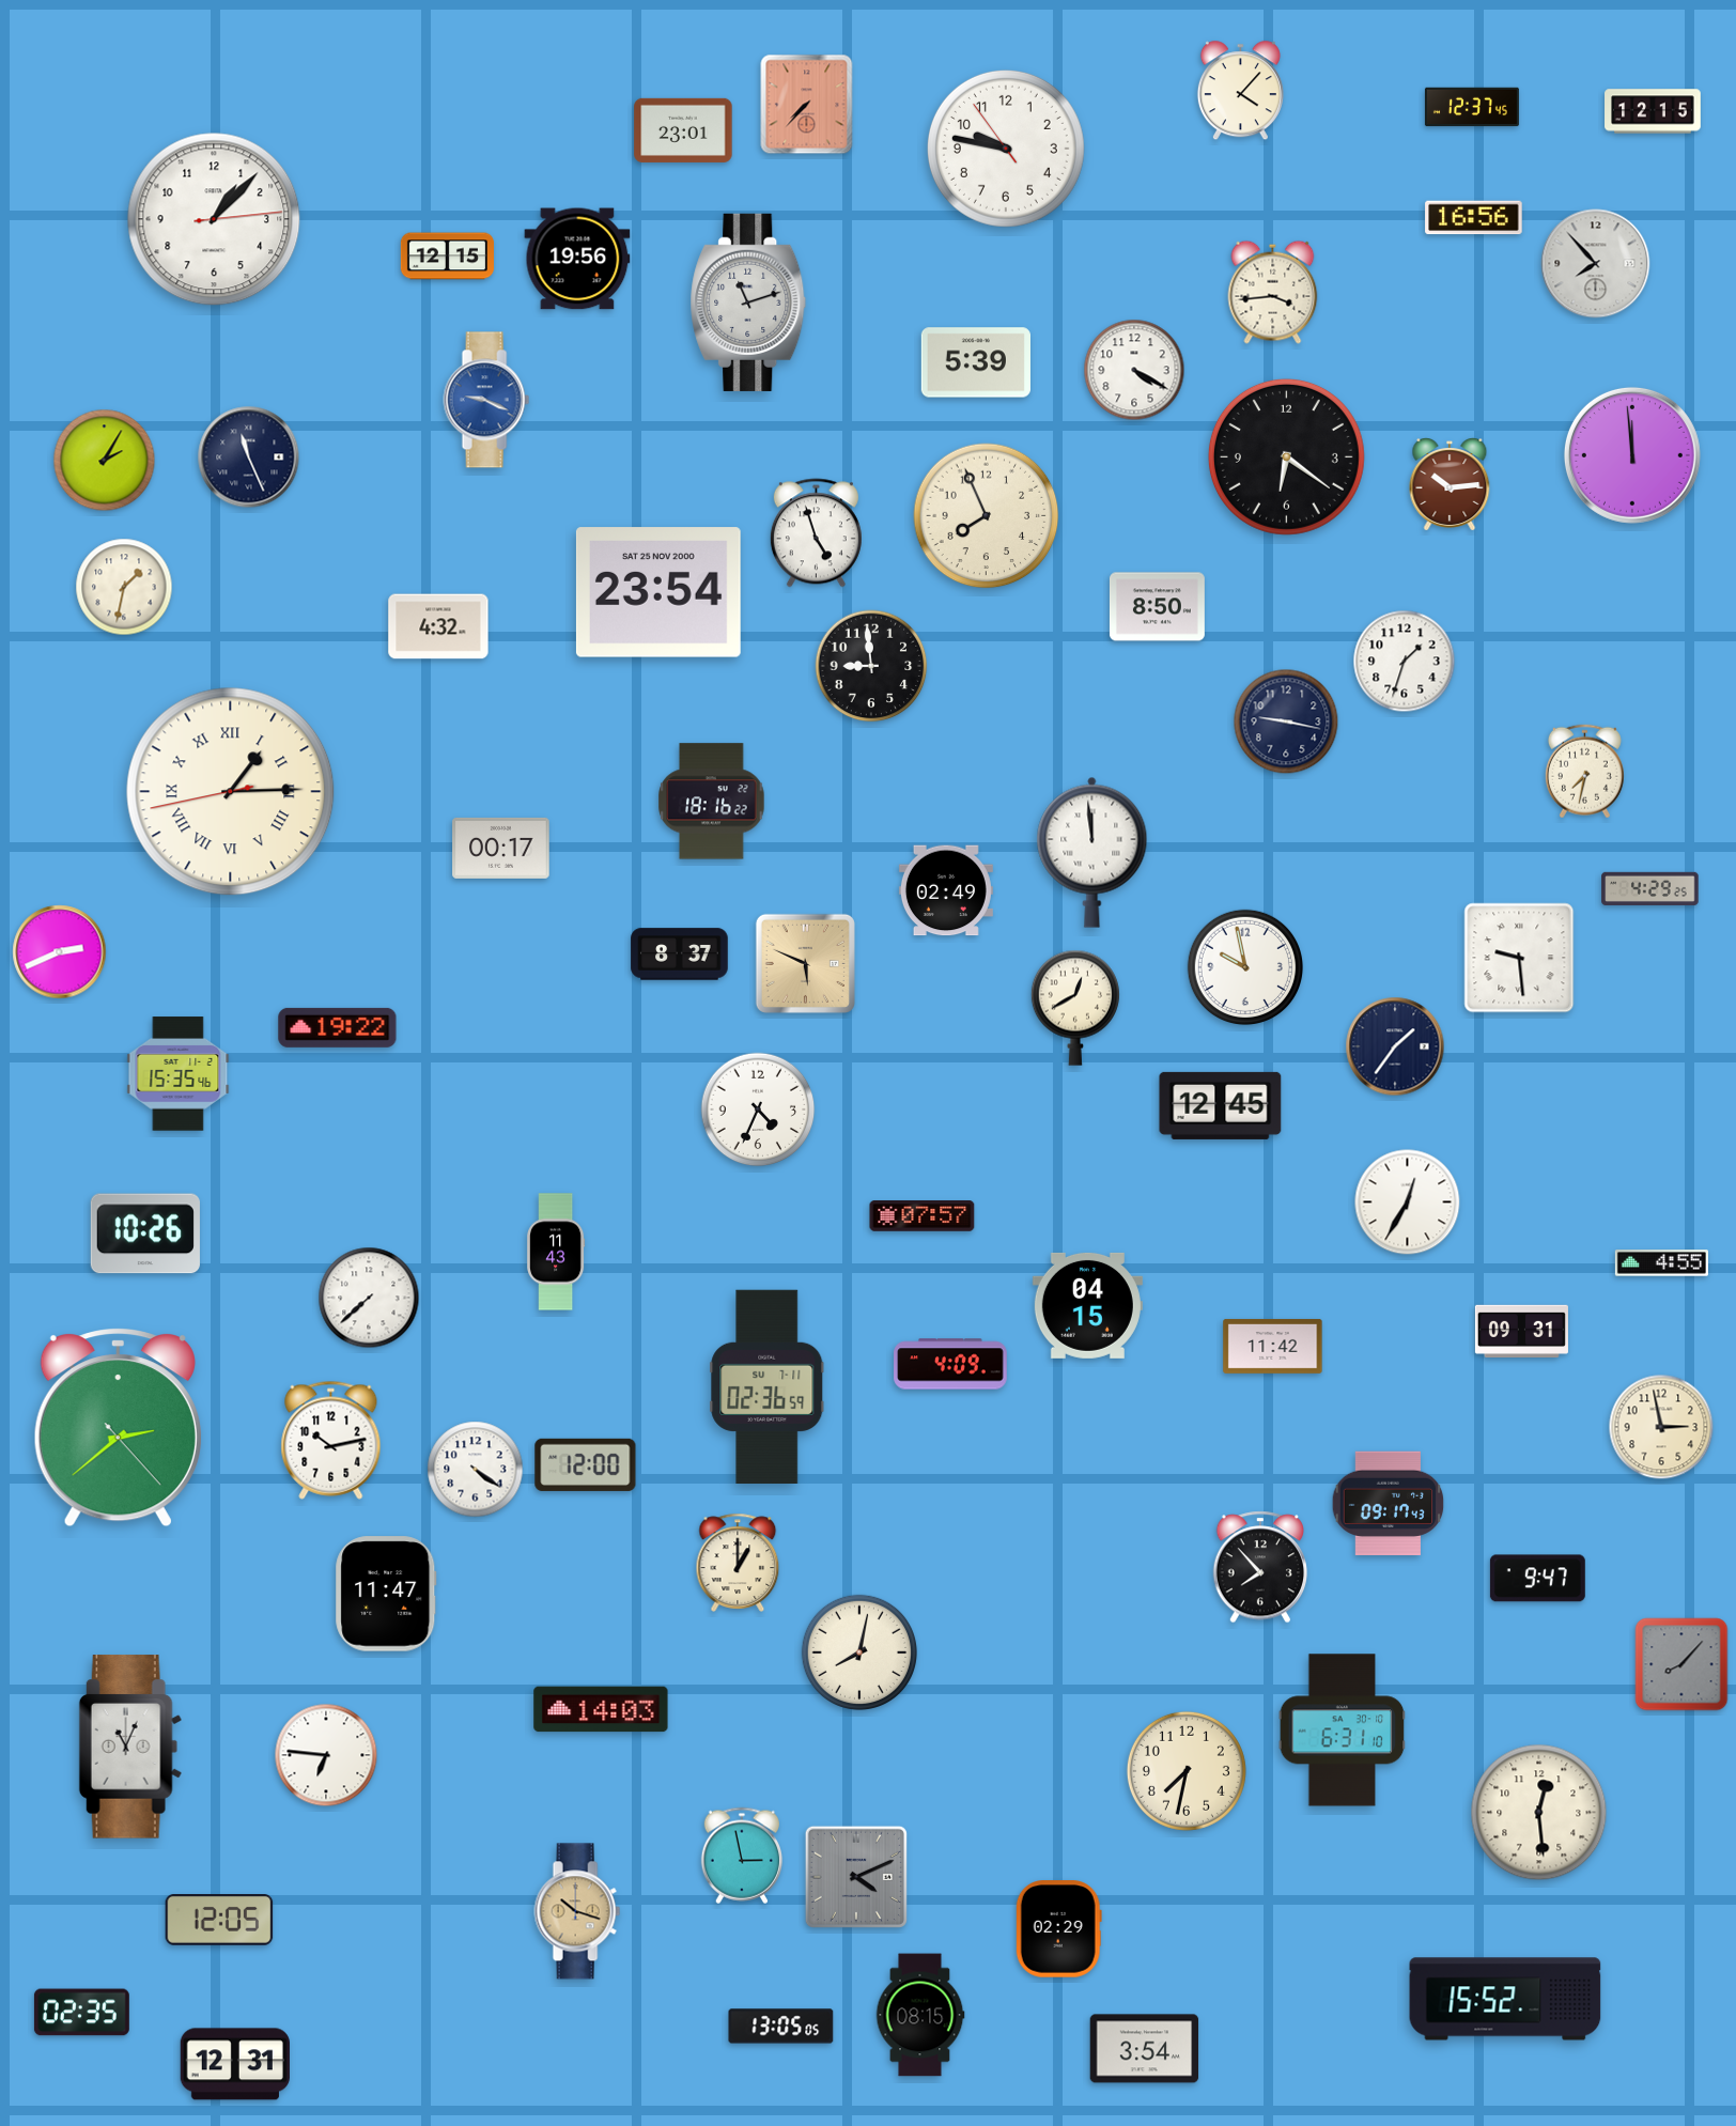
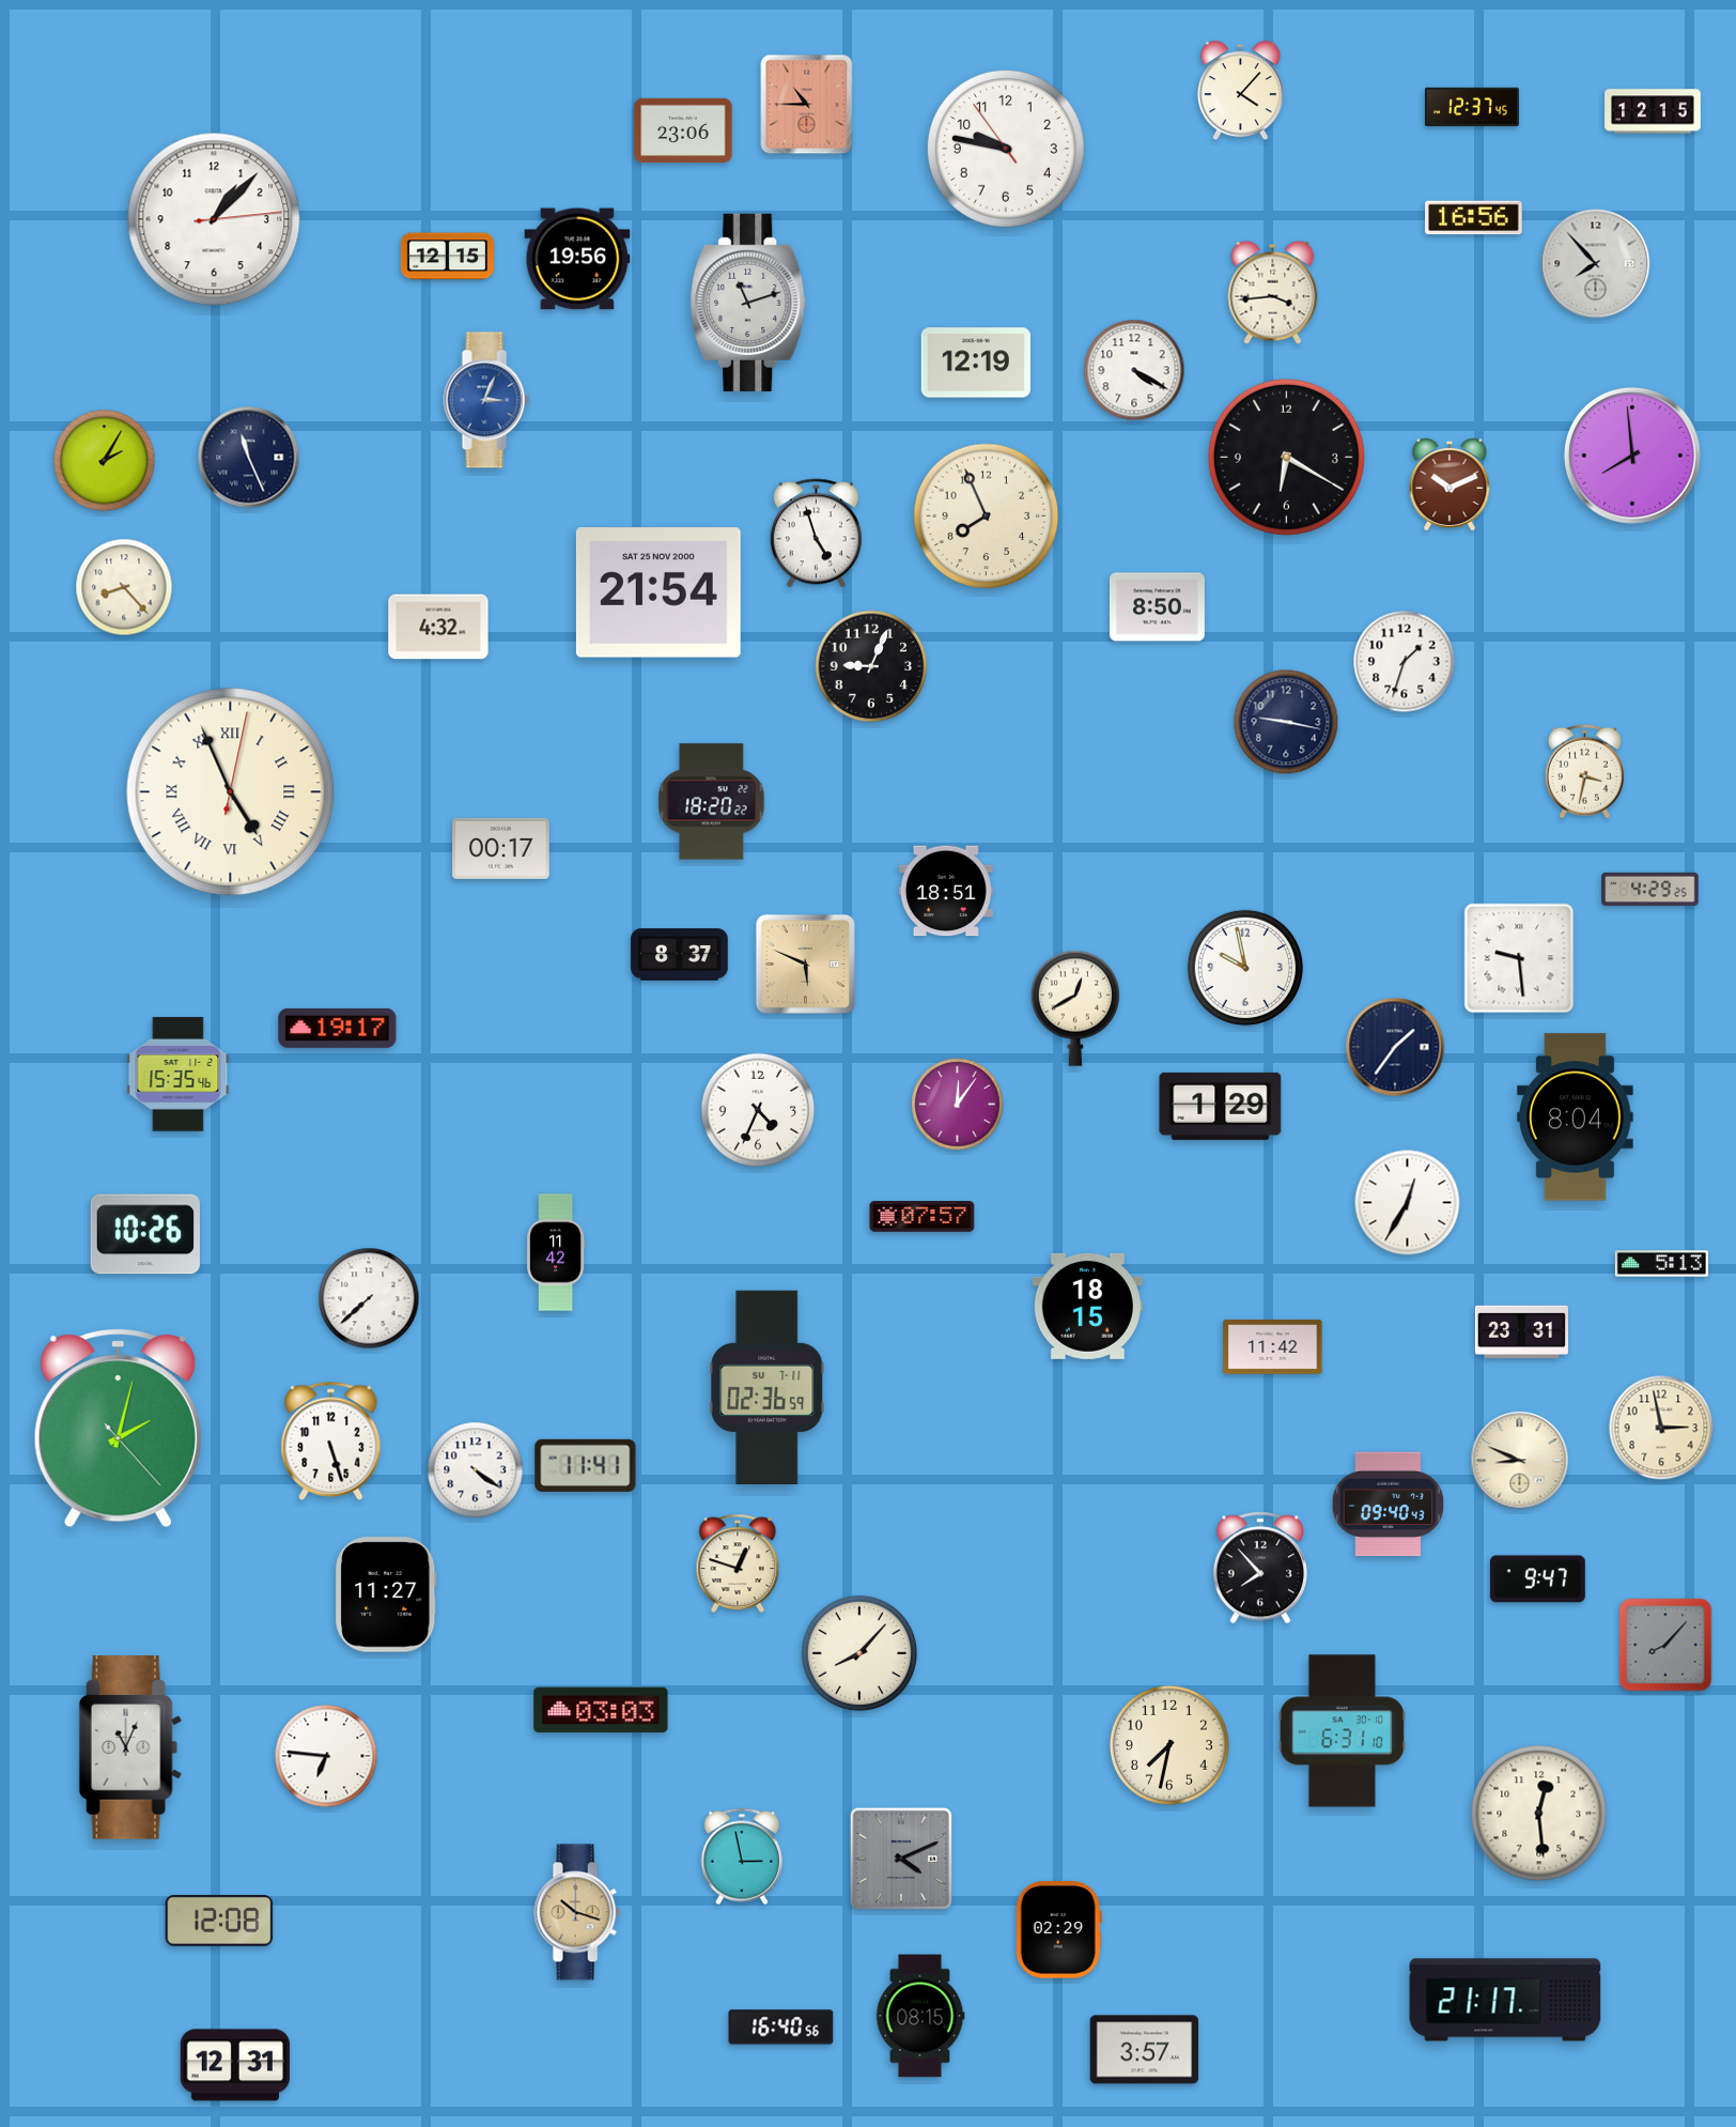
clock at (807, 105): 7:37 -> 10:45
clock at (683, 130): 23:01 -> 23:06
clock at (975, 362): 5:39 -> 12:19
clock at (486, 400): 9:19 -> 3:04
clock at (1632, 455): 11:59 -> 7:59
clock at (1286, 456): 6:21 -> 6:20
clock at (1450, 485): 10:14 -> 10:11
clock at (124, 587): 1:32 -> 8:23
clock at (658, 592): 23:54 -> 21:54
clock at (871, 666): 8:59 -> 9:04
clock at (1584, 772): 7:32 -> 3:32
clock at (231, 792): 1:14 -> 4:56
clock at (712, 802): 18:16 -> 18:20
clock at (1092, 852): 11:59 -> none
clock at (946, 890): 02:49 -> 18:51
clock at (60, 952): 2:41 -> none
clock at (338, 1027): 19:22 -> 19:17
clock at (958, 1105): none -> 12:06
clock at (1221, 1105): 12:45 -> 1:29
clock at (1576, 1118): none -> 8:04
clock at (557, 1252): 11:43 -> 11:42
clock at (1661, 1263): 4:55 -> 5:13
clock at (1087, 1305): 04:15 -> 18:15
clock at (1521, 1331): 09:31 -> 23:31
clock at (950, 1364): 4:09 -> none
clock at (118, 1428): 2:38 -> 2:02
clock at (331, 1440): 10:13 -> 5:27
clock at (1520, 1461): none -> 8:49
clock at (586, 1464): 12:00 -> 11:41
clock at (1389, 1504): 09:17 -> 09:40
clock at (738, 1563): 1:00 -> 12:48
clock at (386, 1594): 11:47 -> 11:27
clock at (858, 1651): 8:02 -> 8:07
clock at (1681, 1664) position: (1681, 1664) -> (1665, 1645)
clock at (601, 1709): 14:03 -> 03:03
clock at (1187, 1771) position: (1187, 1771) -> (1169, 1745)
clock at (856, 1877) position: (856, 1877) -> (901, 1859)
clock at (219, 1921): 12:05 -> 12:08
clock at (1505, 1999): 15:52 -> 21:17
clock at (81, 2013): 02:35 -> none
clock at (781, 2027): 13:05 -> 16:40
clock at (1145, 2049): 3:54 -> 3:57
